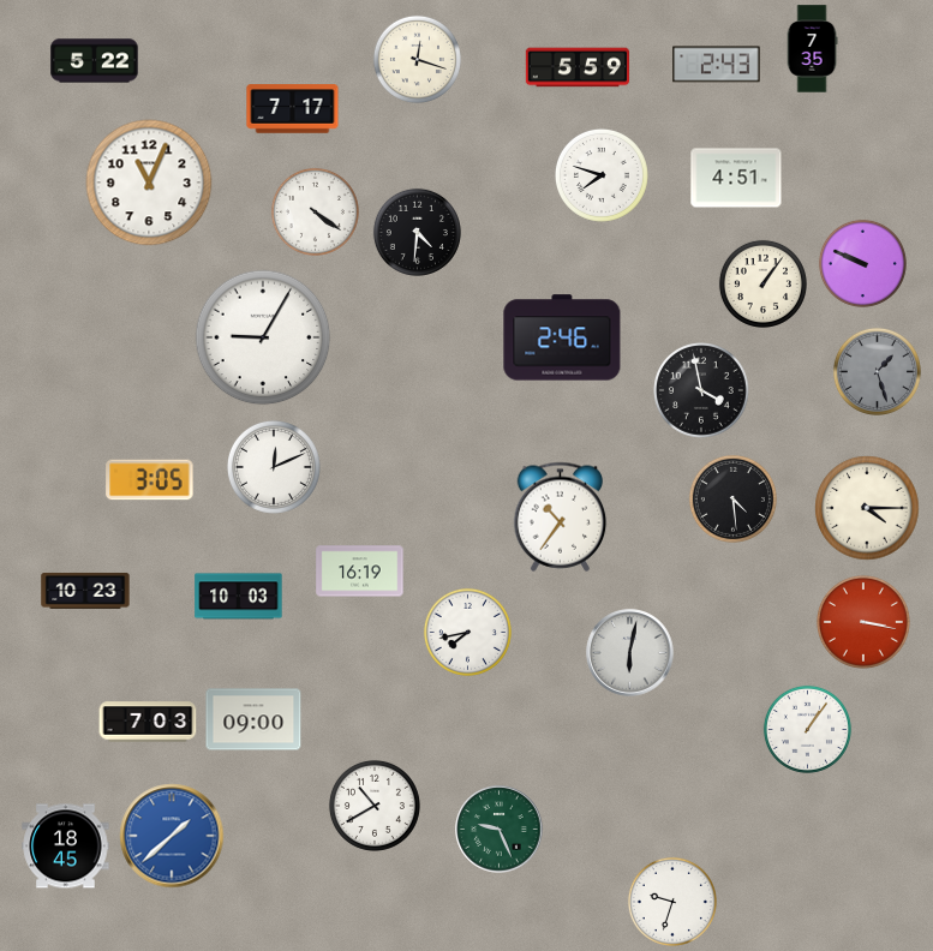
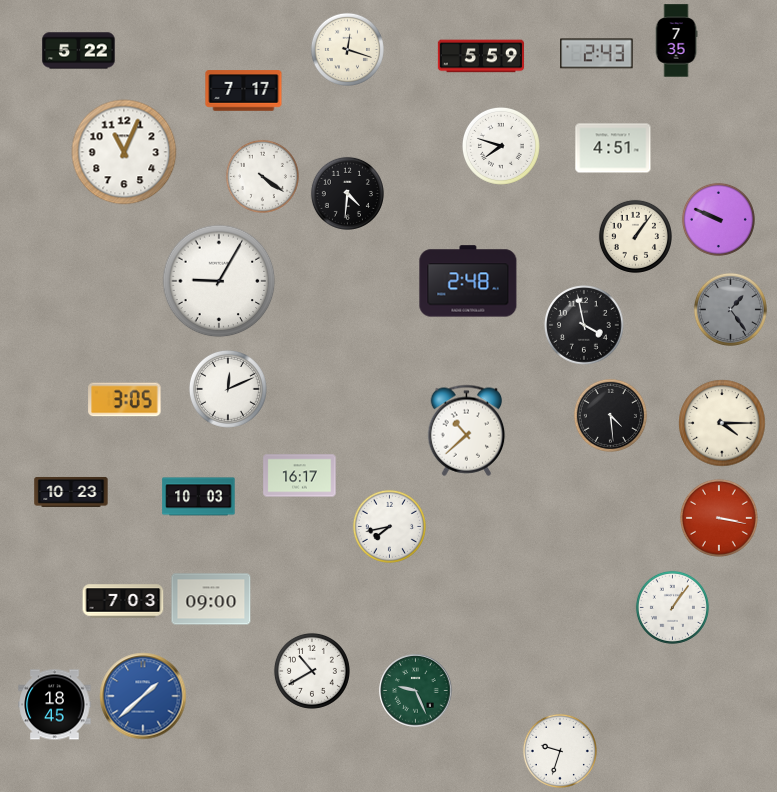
clock at (562, 337): 2:46 -> 2:48
clock at (877, 371): 1:27 -> 1:24
clock at (561, 516): 10:36 -> 10:38
clock at (360, 572): 16:19 -> 16:17
clock at (630, 653): 6:02 -> none
